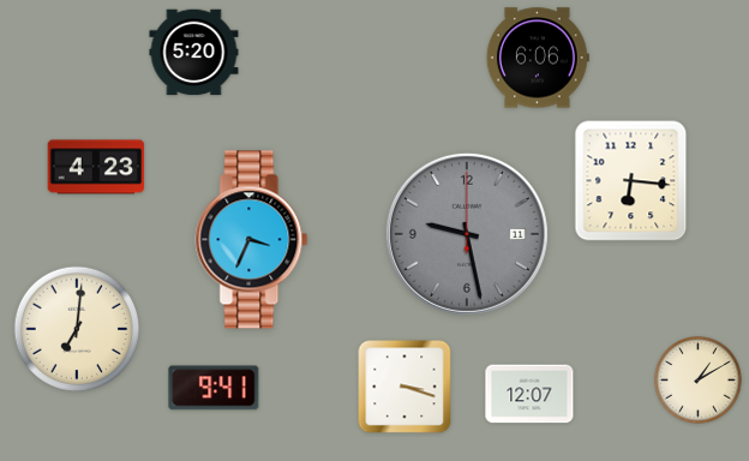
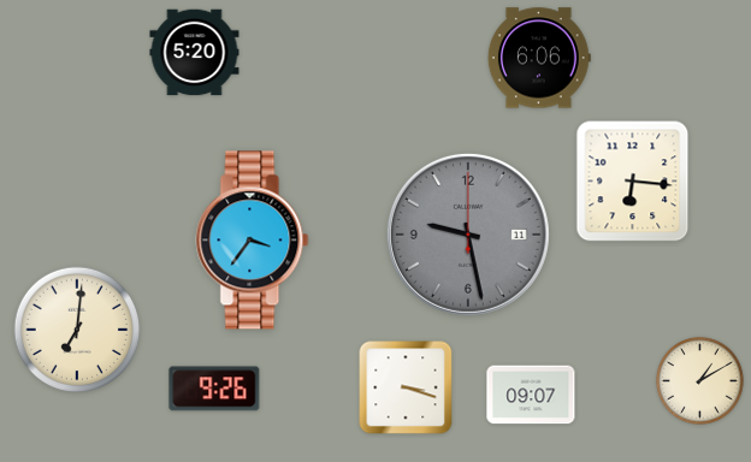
clock at (96, 167): 4:23 -> none
clock at (252, 240): 3:34 -> 3:36
clock at (214, 388): 9:41 -> 9:26
clock at (529, 394): 12:07 -> 09:07
